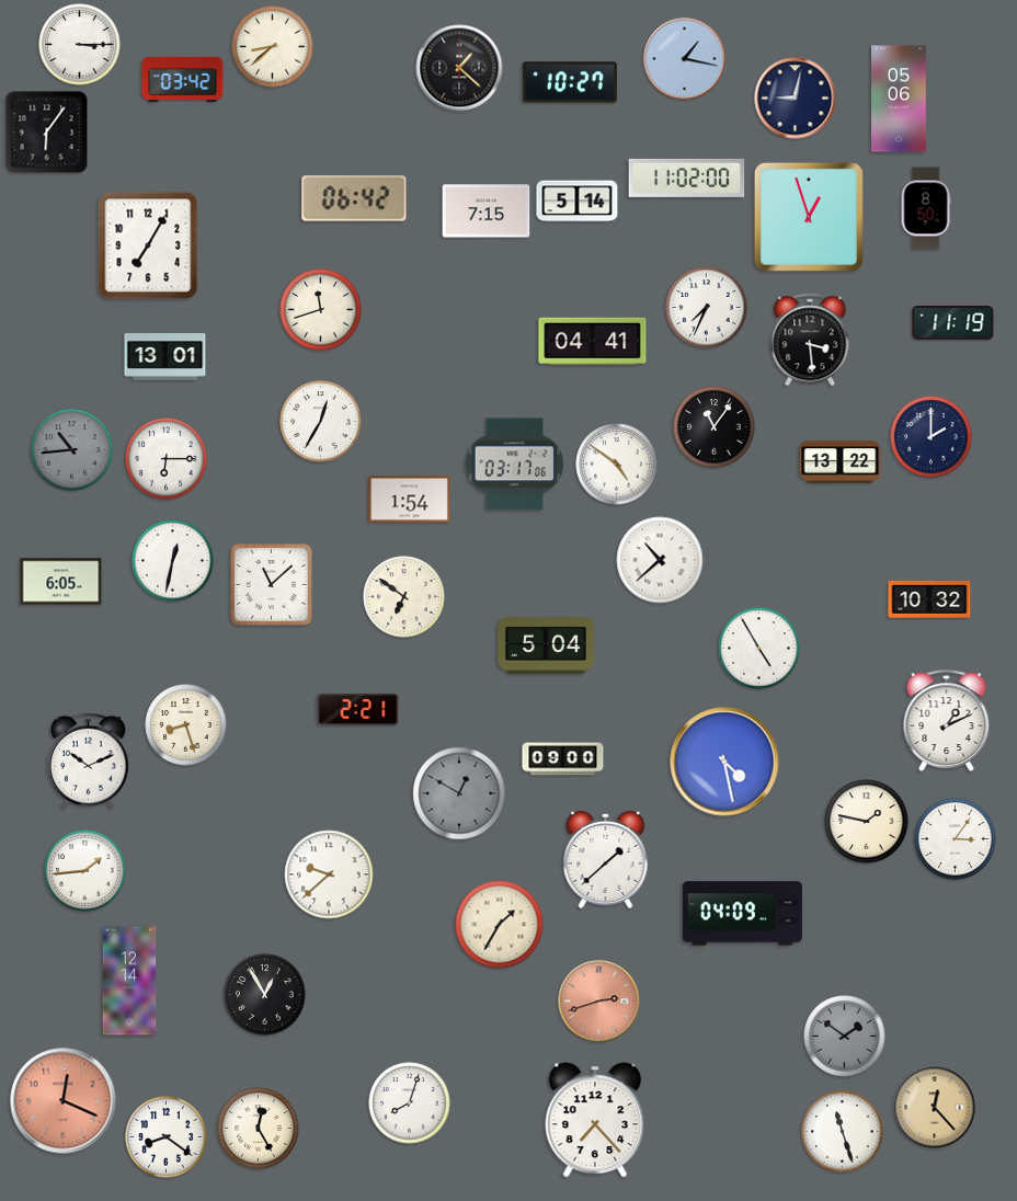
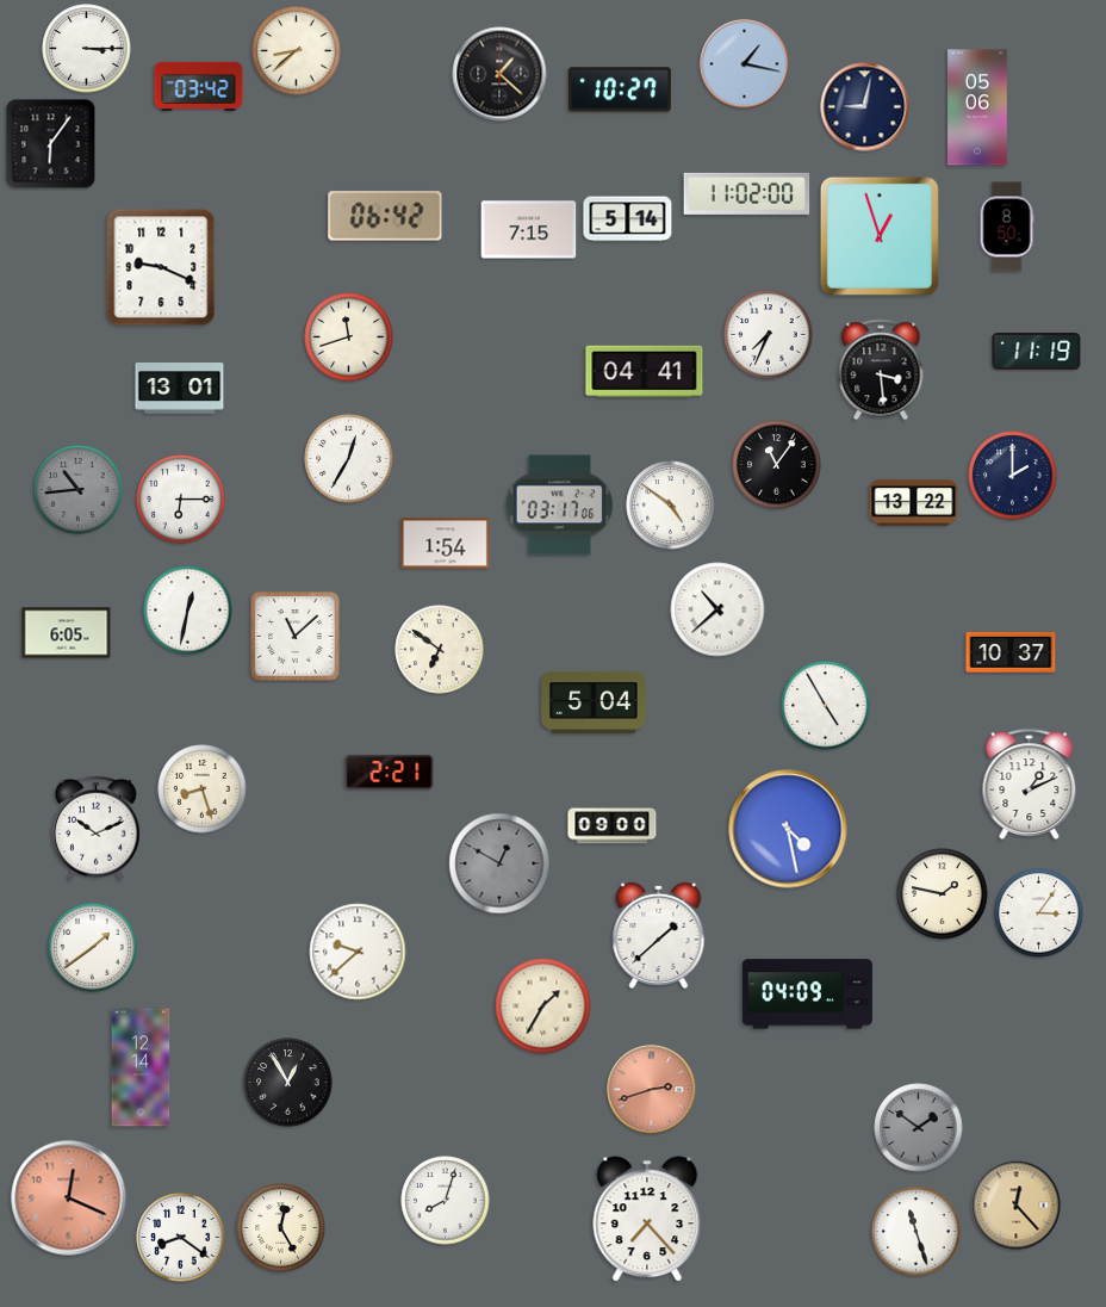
clock at (148, 245): 7:05 -> 9:19
clock at (929, 599): 10:32 -> 10:37
clock at (85, 871): 1:44 -> 1:39
